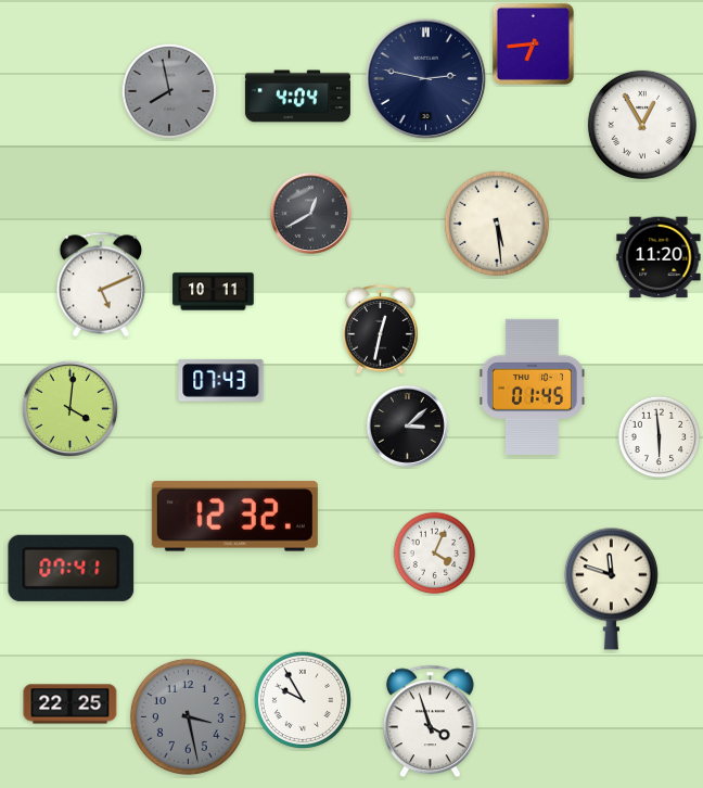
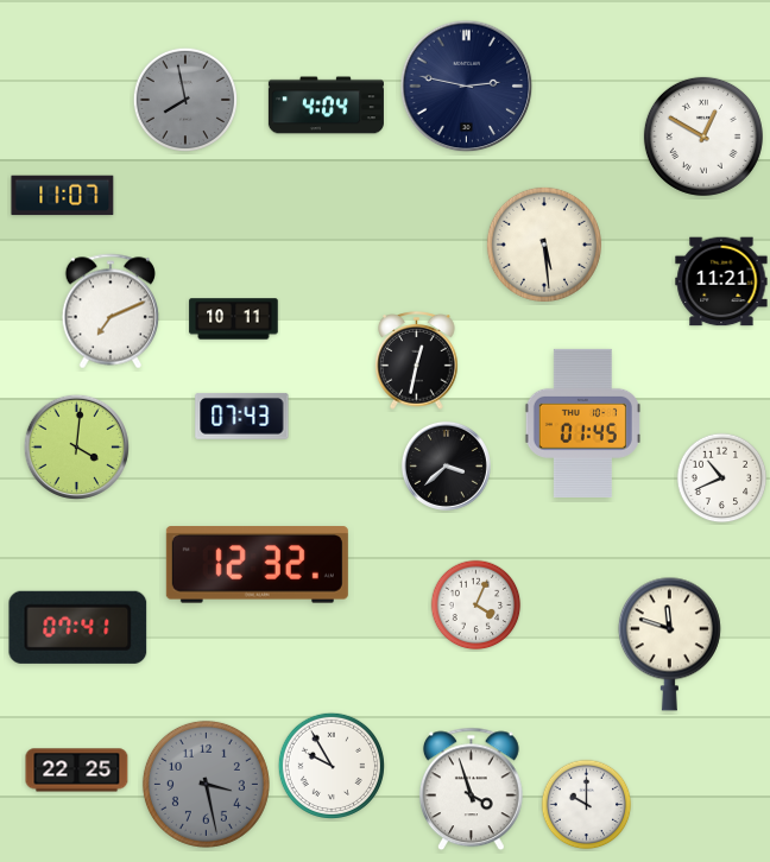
clock at (533, 43): 6:44 -> none
clock at (642, 125): 12:55 -> 12:50
clock at (63, 196): none -> 11:07
clock at (310, 213): 12:40 -> none
clock at (659, 257): 11:20 -> 11:21
clock at (101, 284): 5:11 -> 7:11
clock at (407, 425): 3:08 -> 3:38
clock at (660, 437): 5:59 -> 10:41
clock at (72, 568) position: (72, 568) -> (78, 627)
clock at (587, 805): none -> 10:00
